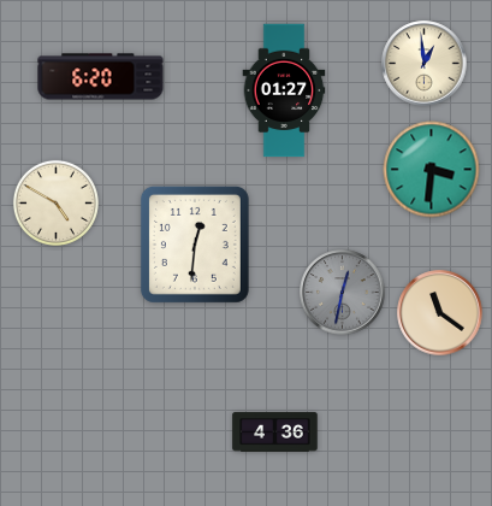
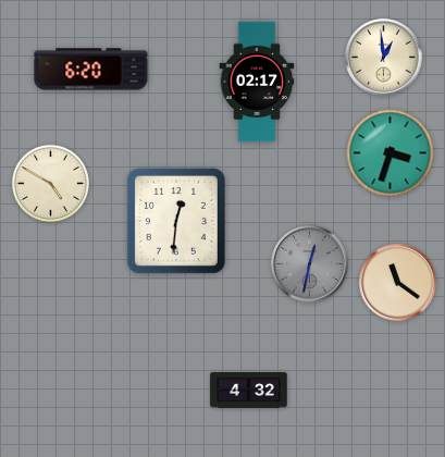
clock at (284, 90): 01:27 -> 02:17
clock at (432, 170): 3:31 -> 3:33
clock at (275, 433): 4:36 -> 4:32
